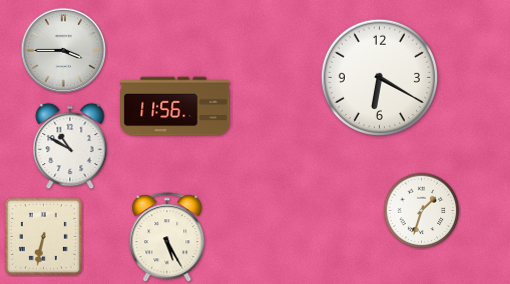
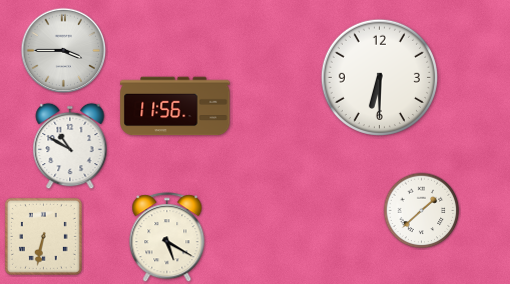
clock at (379, 77): 6:20 -> 6:30
clock at (422, 211): 1:33 -> 1:38
clock at (167, 238): 5:25 -> 5:20
